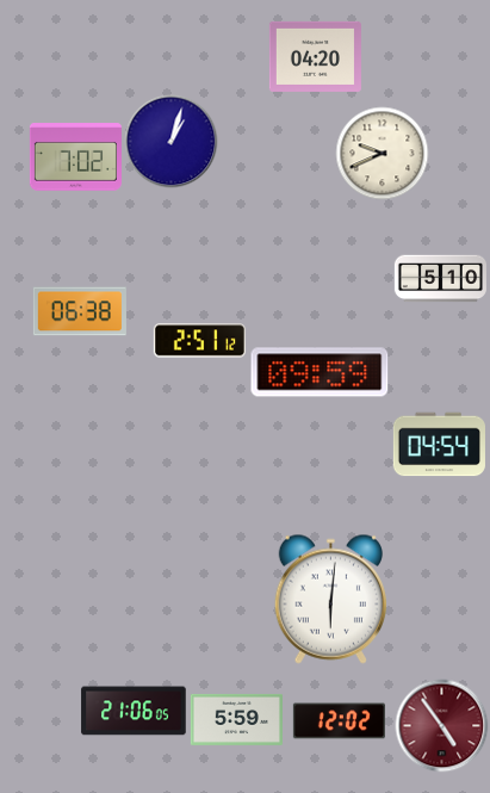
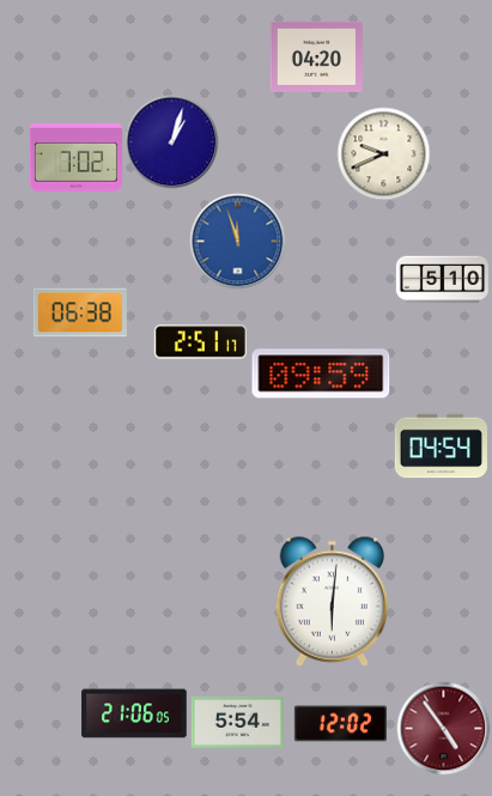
clock at (237, 241): none -> 11:57
clock at (199, 341): 2:51:12 -> 2:51:17
clock at (236, 719): 5:59 -> 5:54
